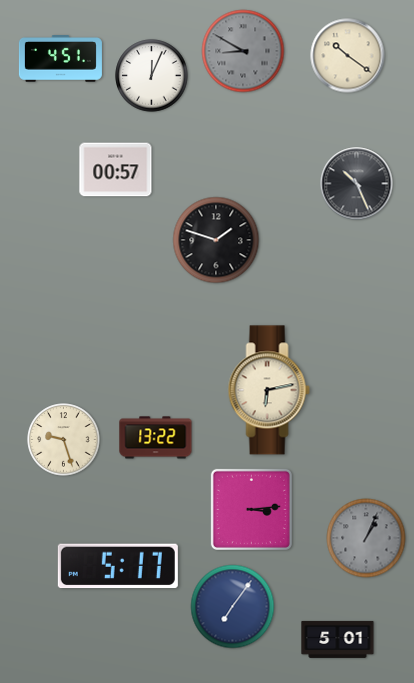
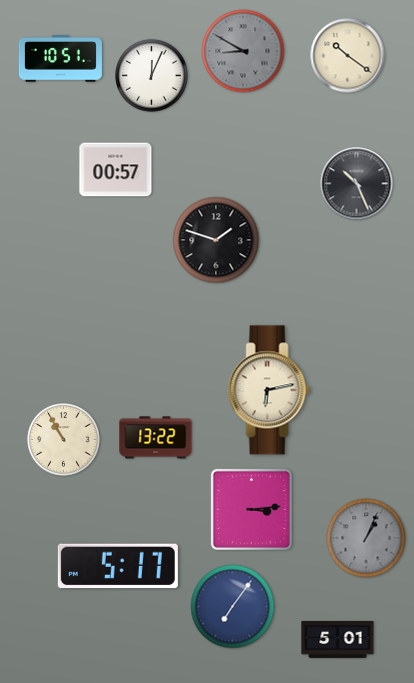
clock at (60, 59): 4:51 -> 10:51
clock at (64, 440): 9:27 -> 10:55
